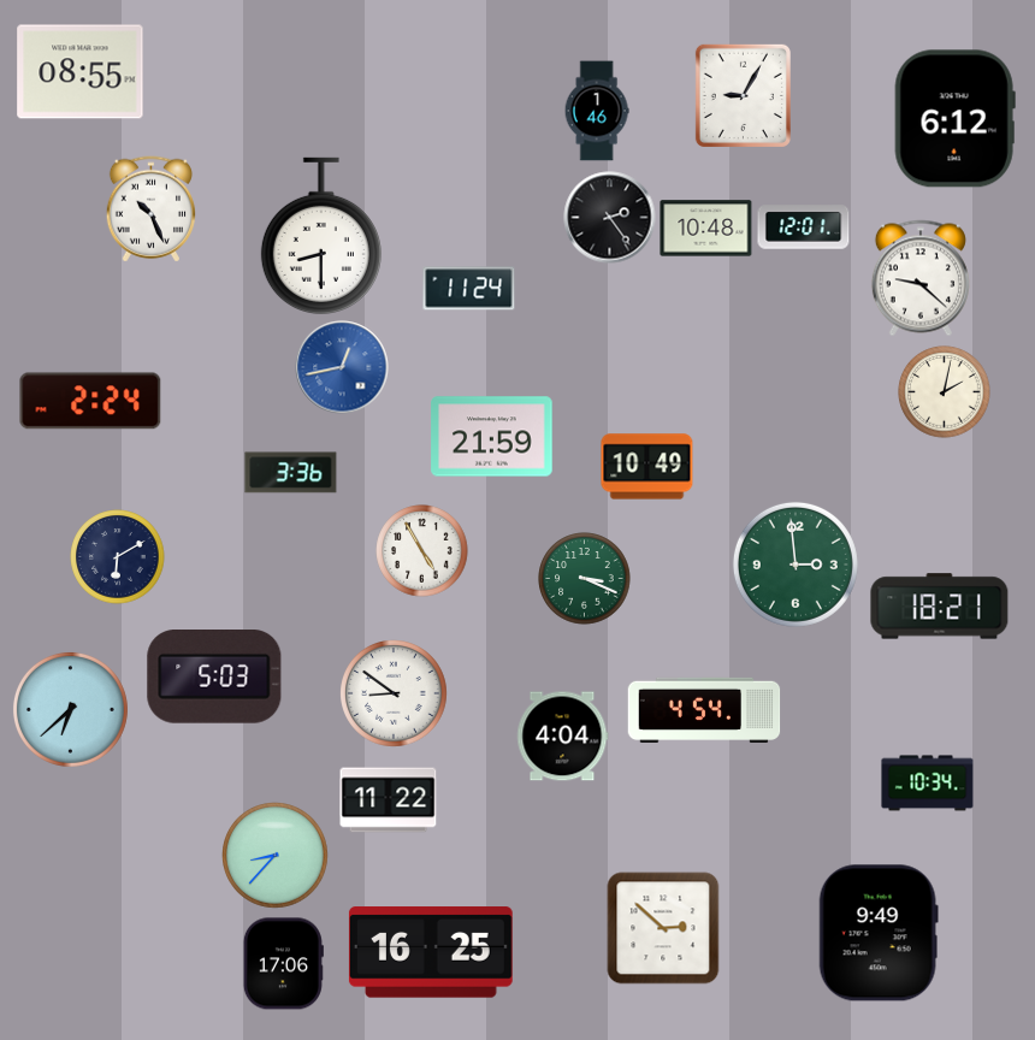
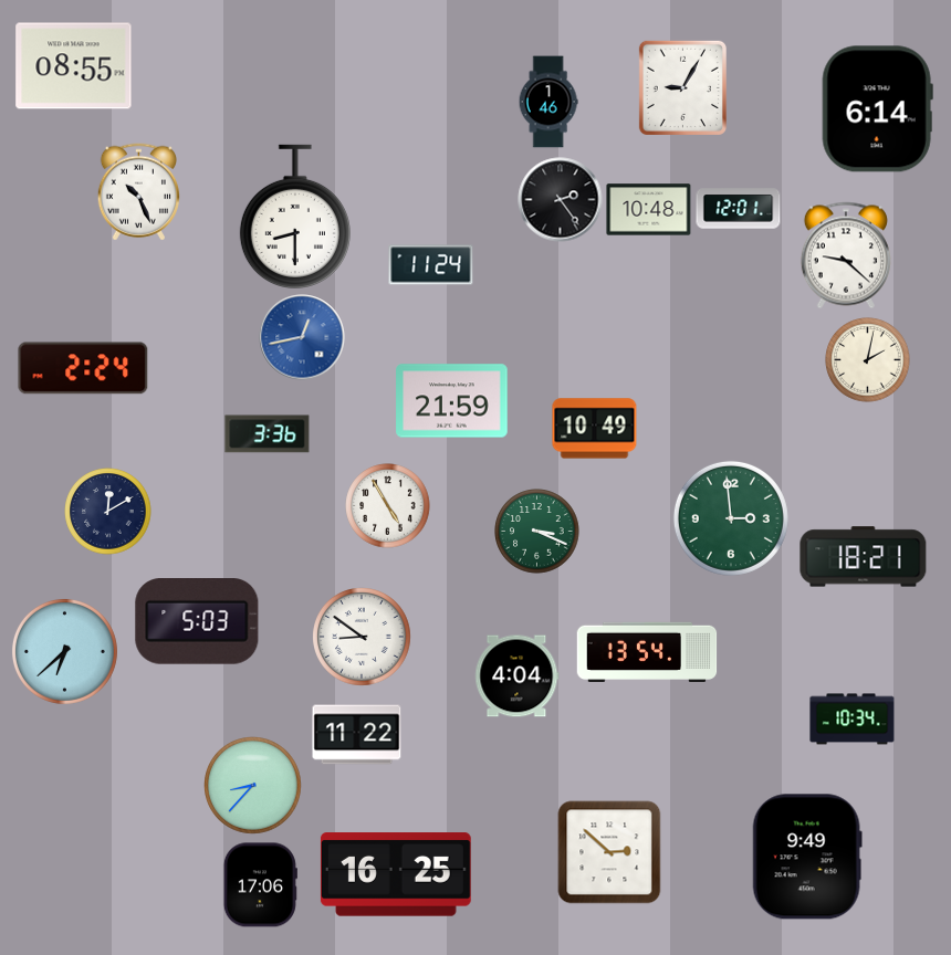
clock at (954, 119): 6:12 -> 6:14
clock at (342, 367) position: (342, 367) -> (302, 337)
clock at (118, 557): 6:10 -> 12:10
clock at (704, 709): 4:54 -> 13:54
